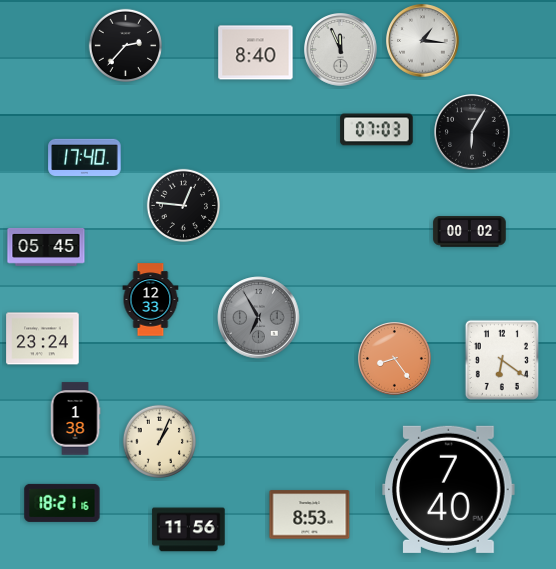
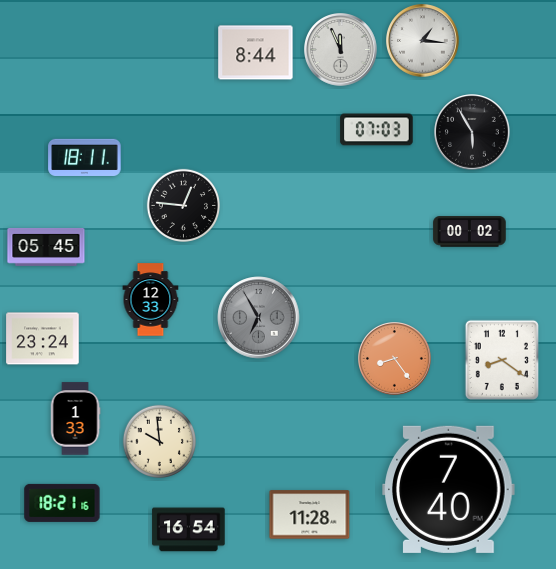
clock at (125, 45): 2:37 -> none
clock at (256, 53): 8:40 -> 8:44
clock at (472, 132): 6:05 -> 5:55
clock at (85, 157): 17:40 -> 18:11
clock at (502, 360): 6:21 -> 8:21
clock at (75, 419): 1:38 -> 1:33
clock at (159, 441): 1:04 -> 9:59
clock at (310, 515): 8:53 -> 11:28
clock at (189, 530): 11:56 -> 16:54
